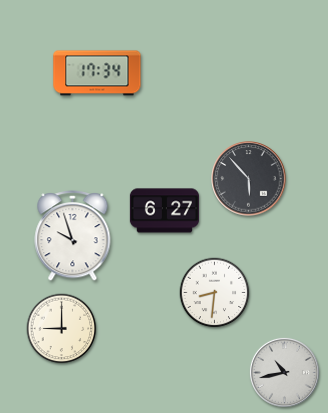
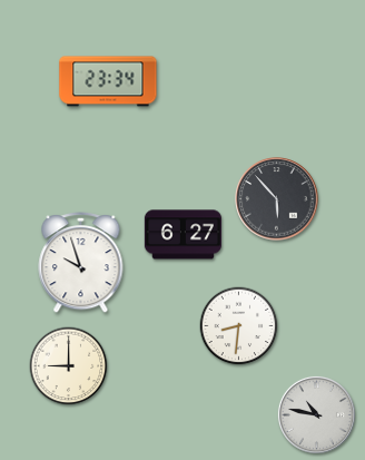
clock at (97, 73): 17:34 -> 23:34
clock at (284, 372): 10:43 -> 10:47
